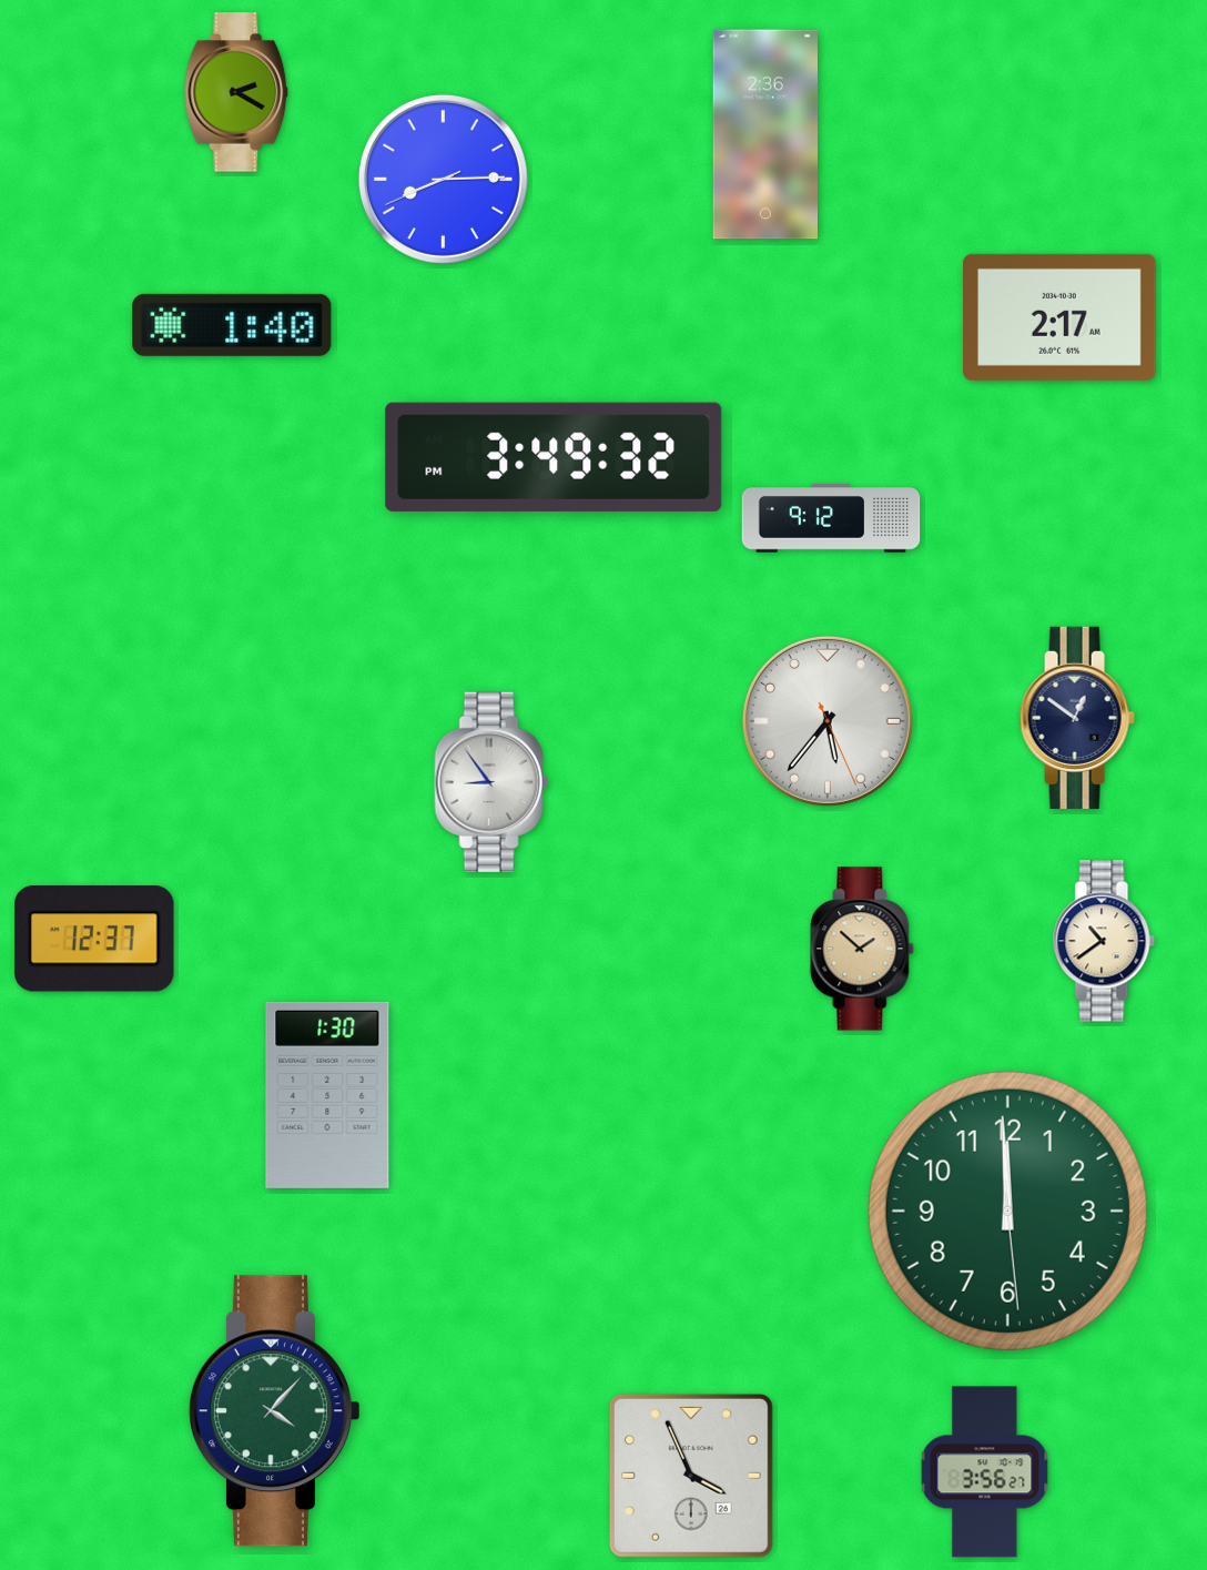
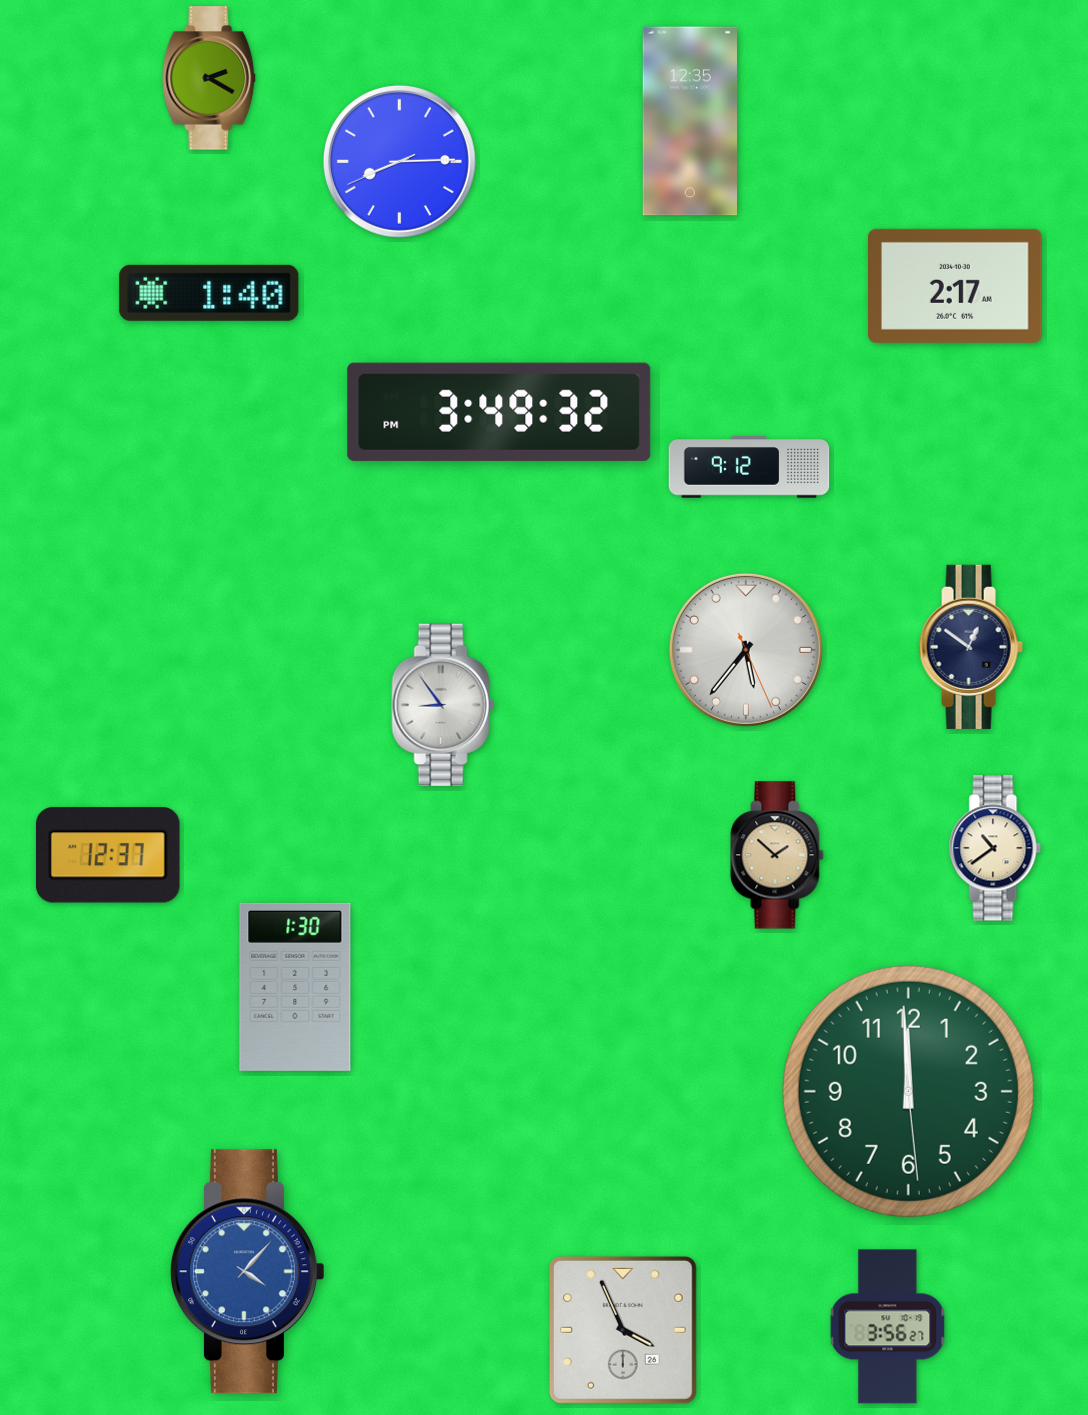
clock at (236, 92) position: (236, 92) -> (209, 78)
clock at (764, 134): 2:36 -> 12:35
clock at (95, 939) position: (95, 939) -> (109, 855)
clock at (274, 1411) dial: green -> blue
